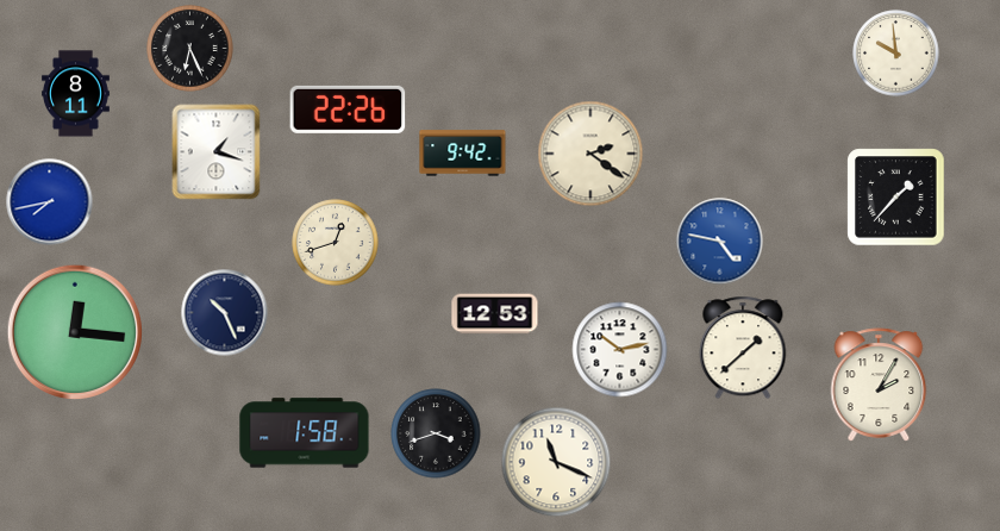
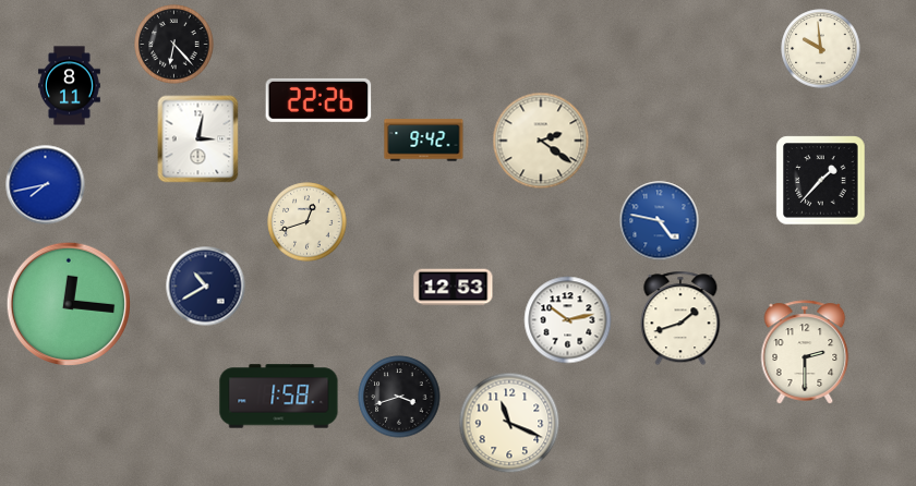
clock at (190, 49): 6:26 -> 6:23
clock at (217, 152): 1:18 -> 3:02
clock at (225, 313): 10:26 -> 10:40
clock at (743, 348): 1:38 -> 1:42
clock at (879, 385): 2:05 -> 2:30
